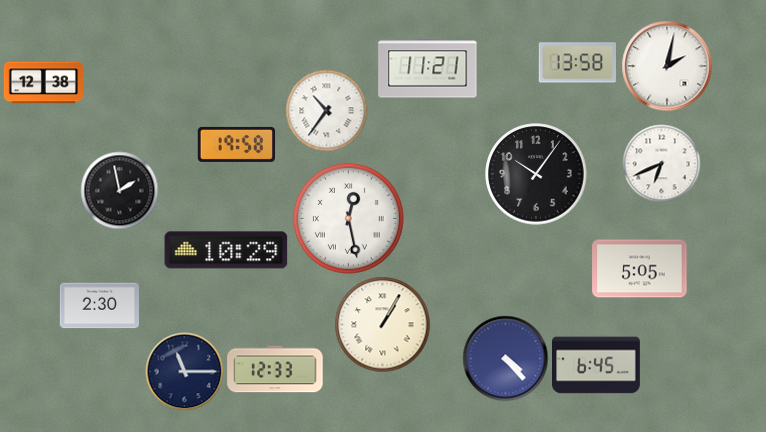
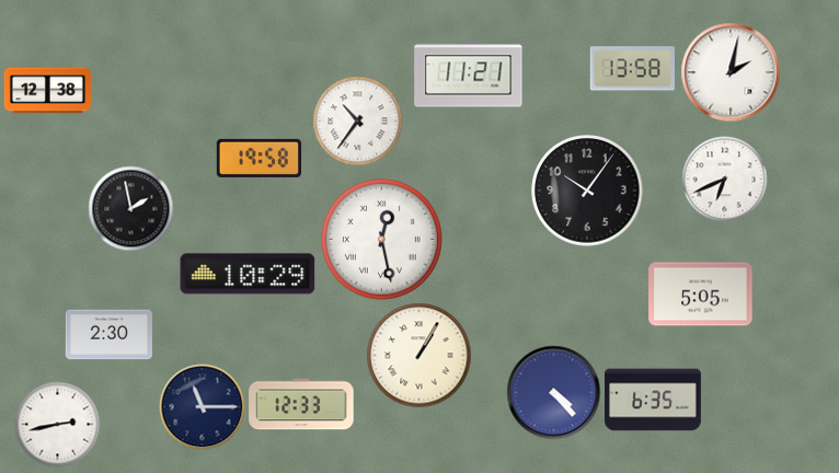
clock at (597, 365): 6:45 -> 6:35
clock at (57, 424): none -> 2:43
